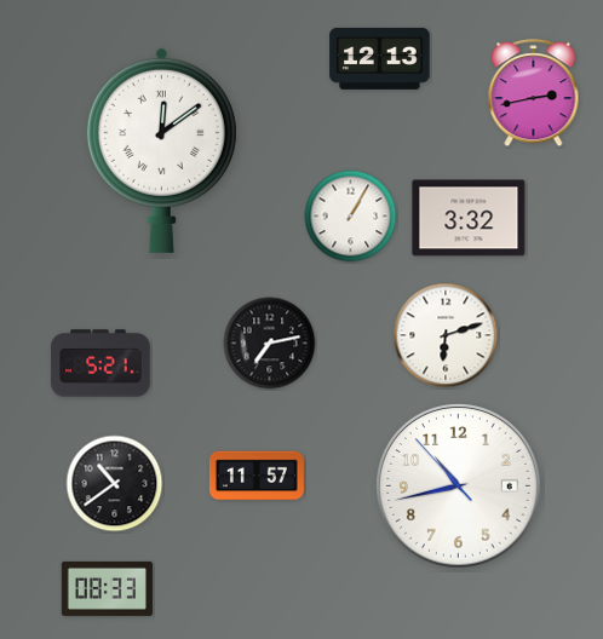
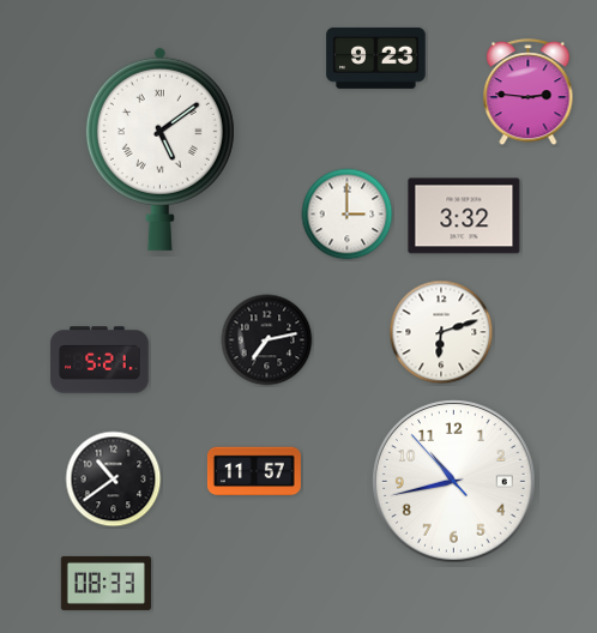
clock at (380, 58): 12:13 -> 9:23
clock at (534, 93): 2:43 -> 2:46
clock at (161, 150): 12:09 -> 5:09
clock at (351, 217): 1:05 -> 3:00
